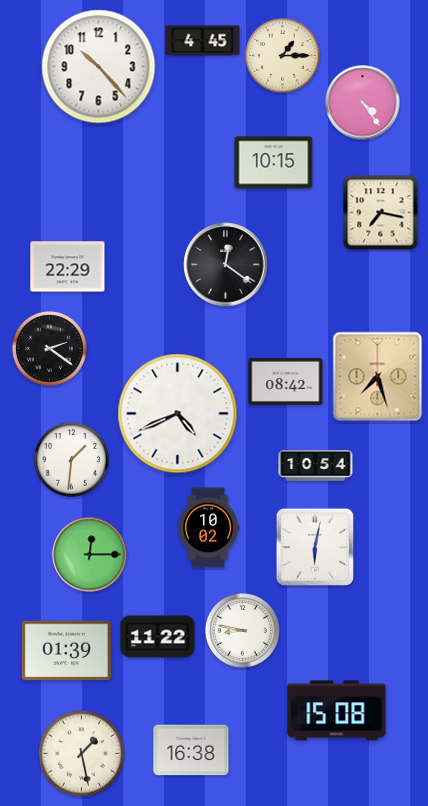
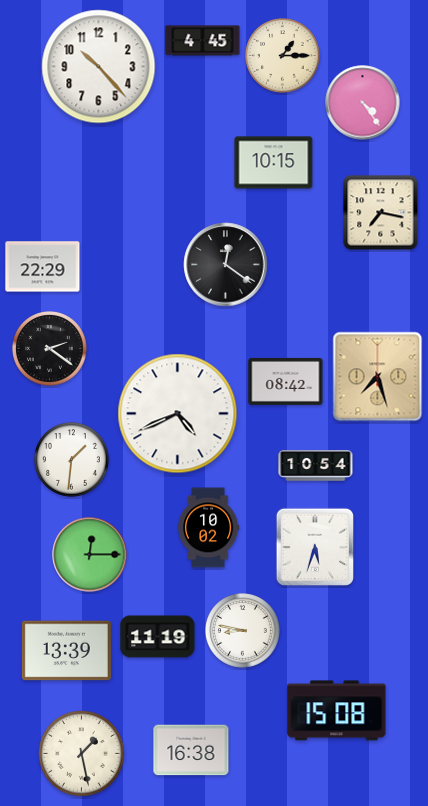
clock at (68, 267) position: (68, 267) -> (43, 267)
clock at (314, 546): 6:02 -> 5:33
clock at (158, 637): 11:22 -> 11:19
clock at (66, 651): 01:39 -> 13:39
